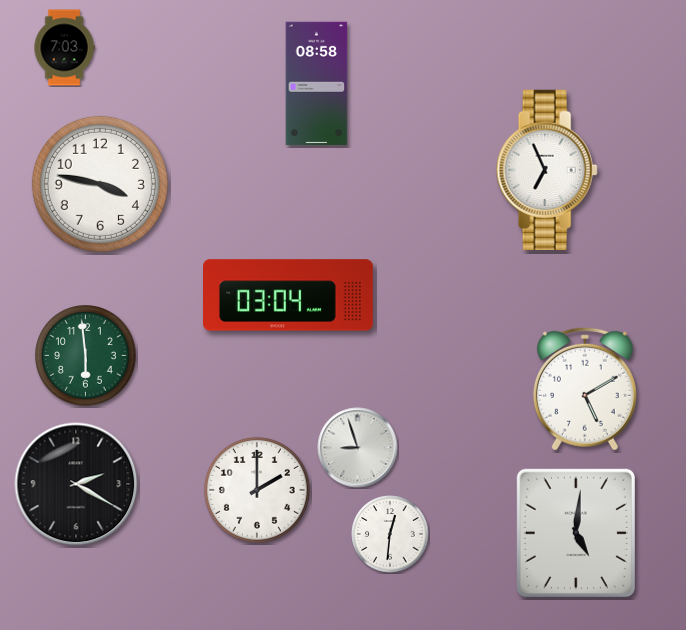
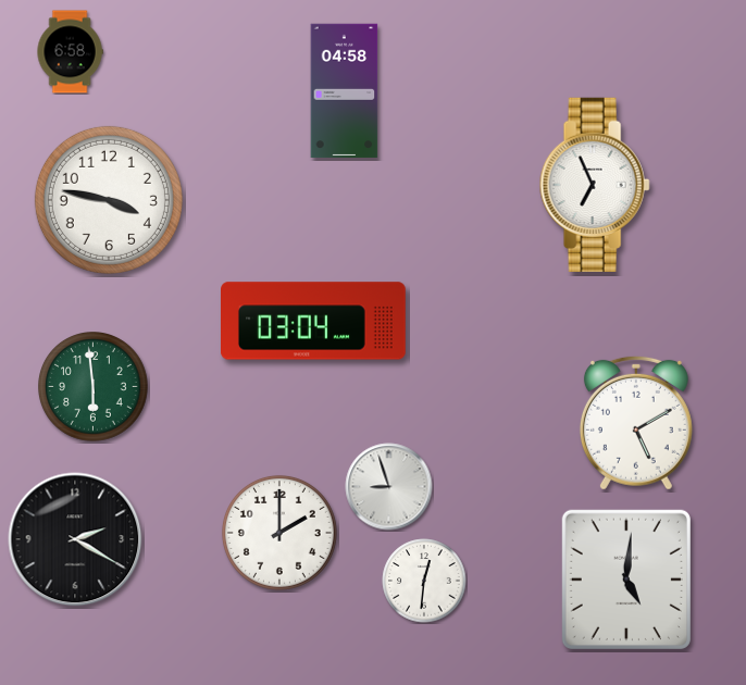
clock at (64, 48): 7:03 -> 6:58
clock at (317, 84): 08:58 -> 04:58
clock at (76, 484) position: (76, 484) -> (75, 539)
